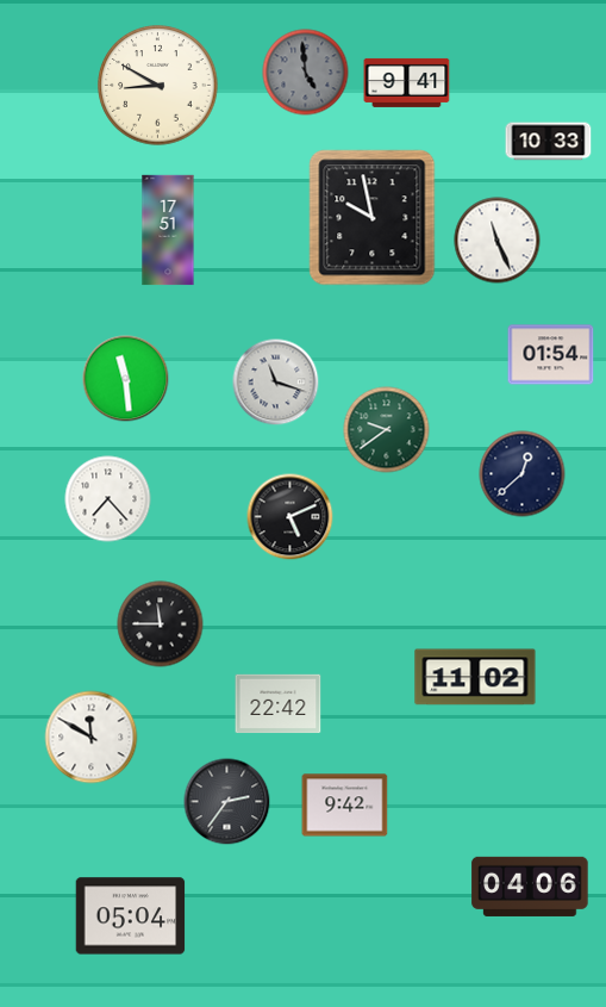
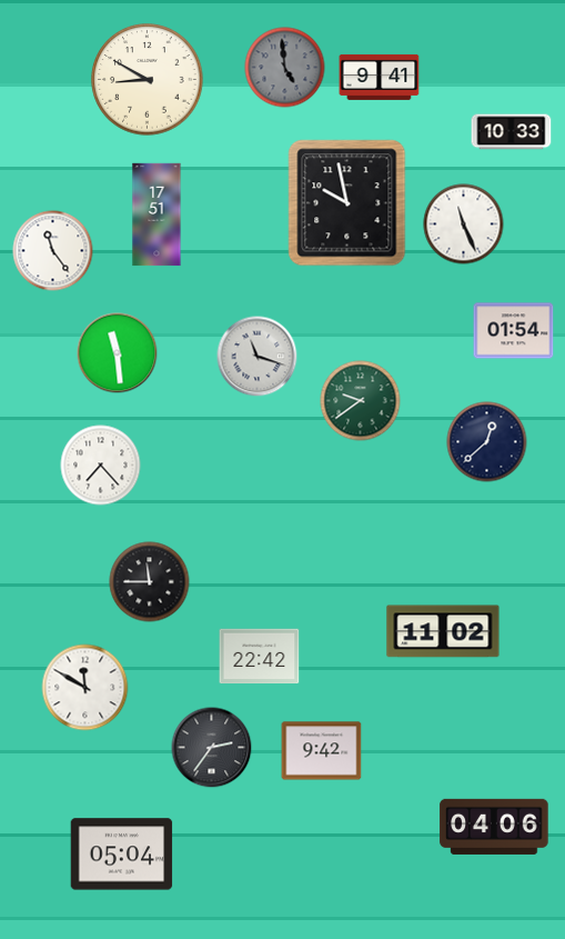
clock at (53, 251): none -> 11:24
clock at (290, 517): 5:11 -> none
